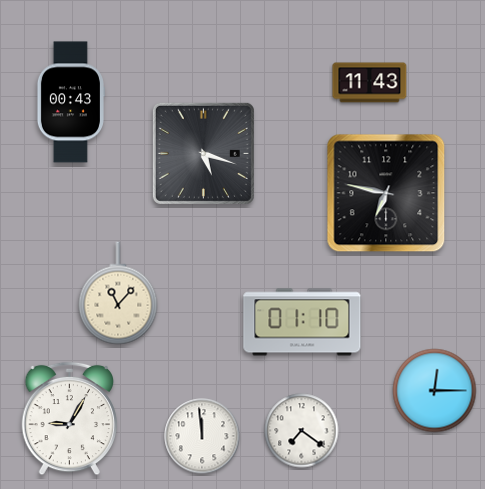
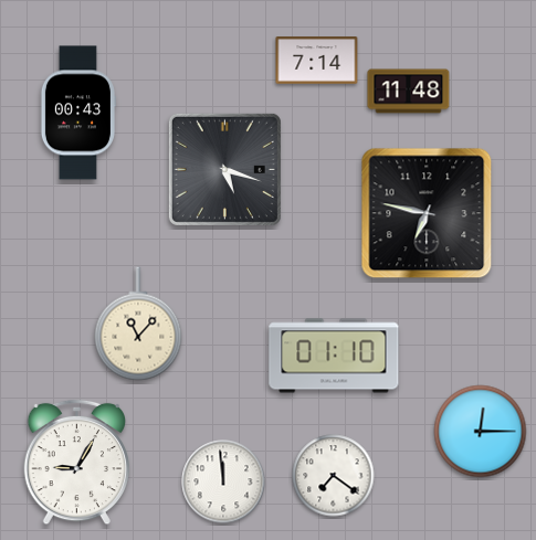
clock at (317, 61): none -> 7:14
clock at (370, 83): 11:43 -> 11:48
clock at (118, 293) position: (118, 293) -> (138, 324)
